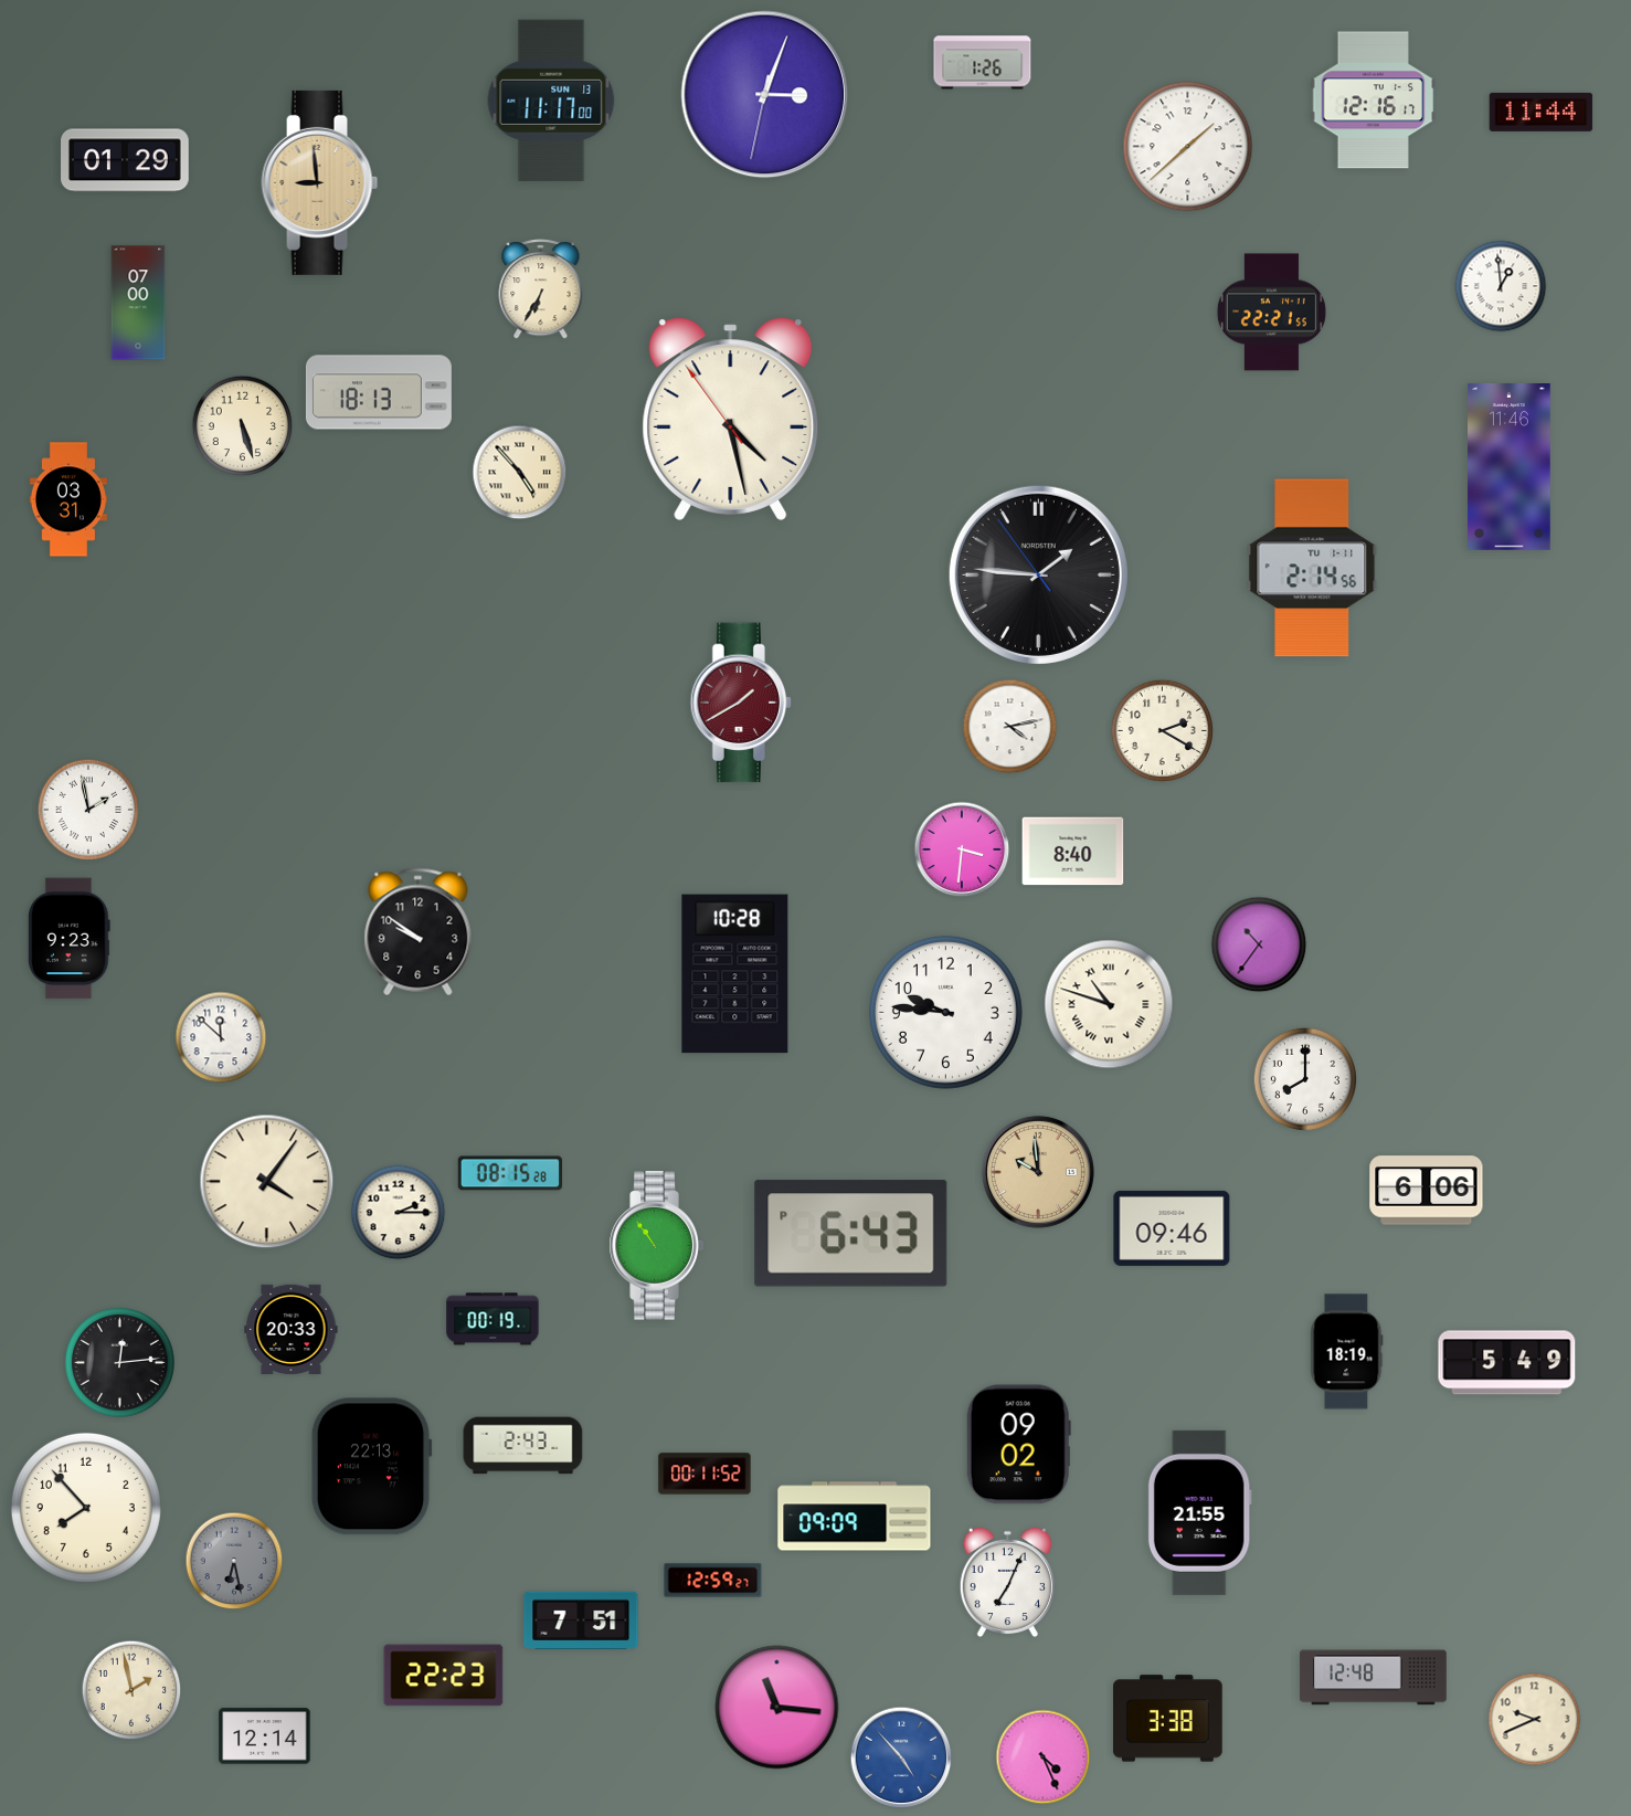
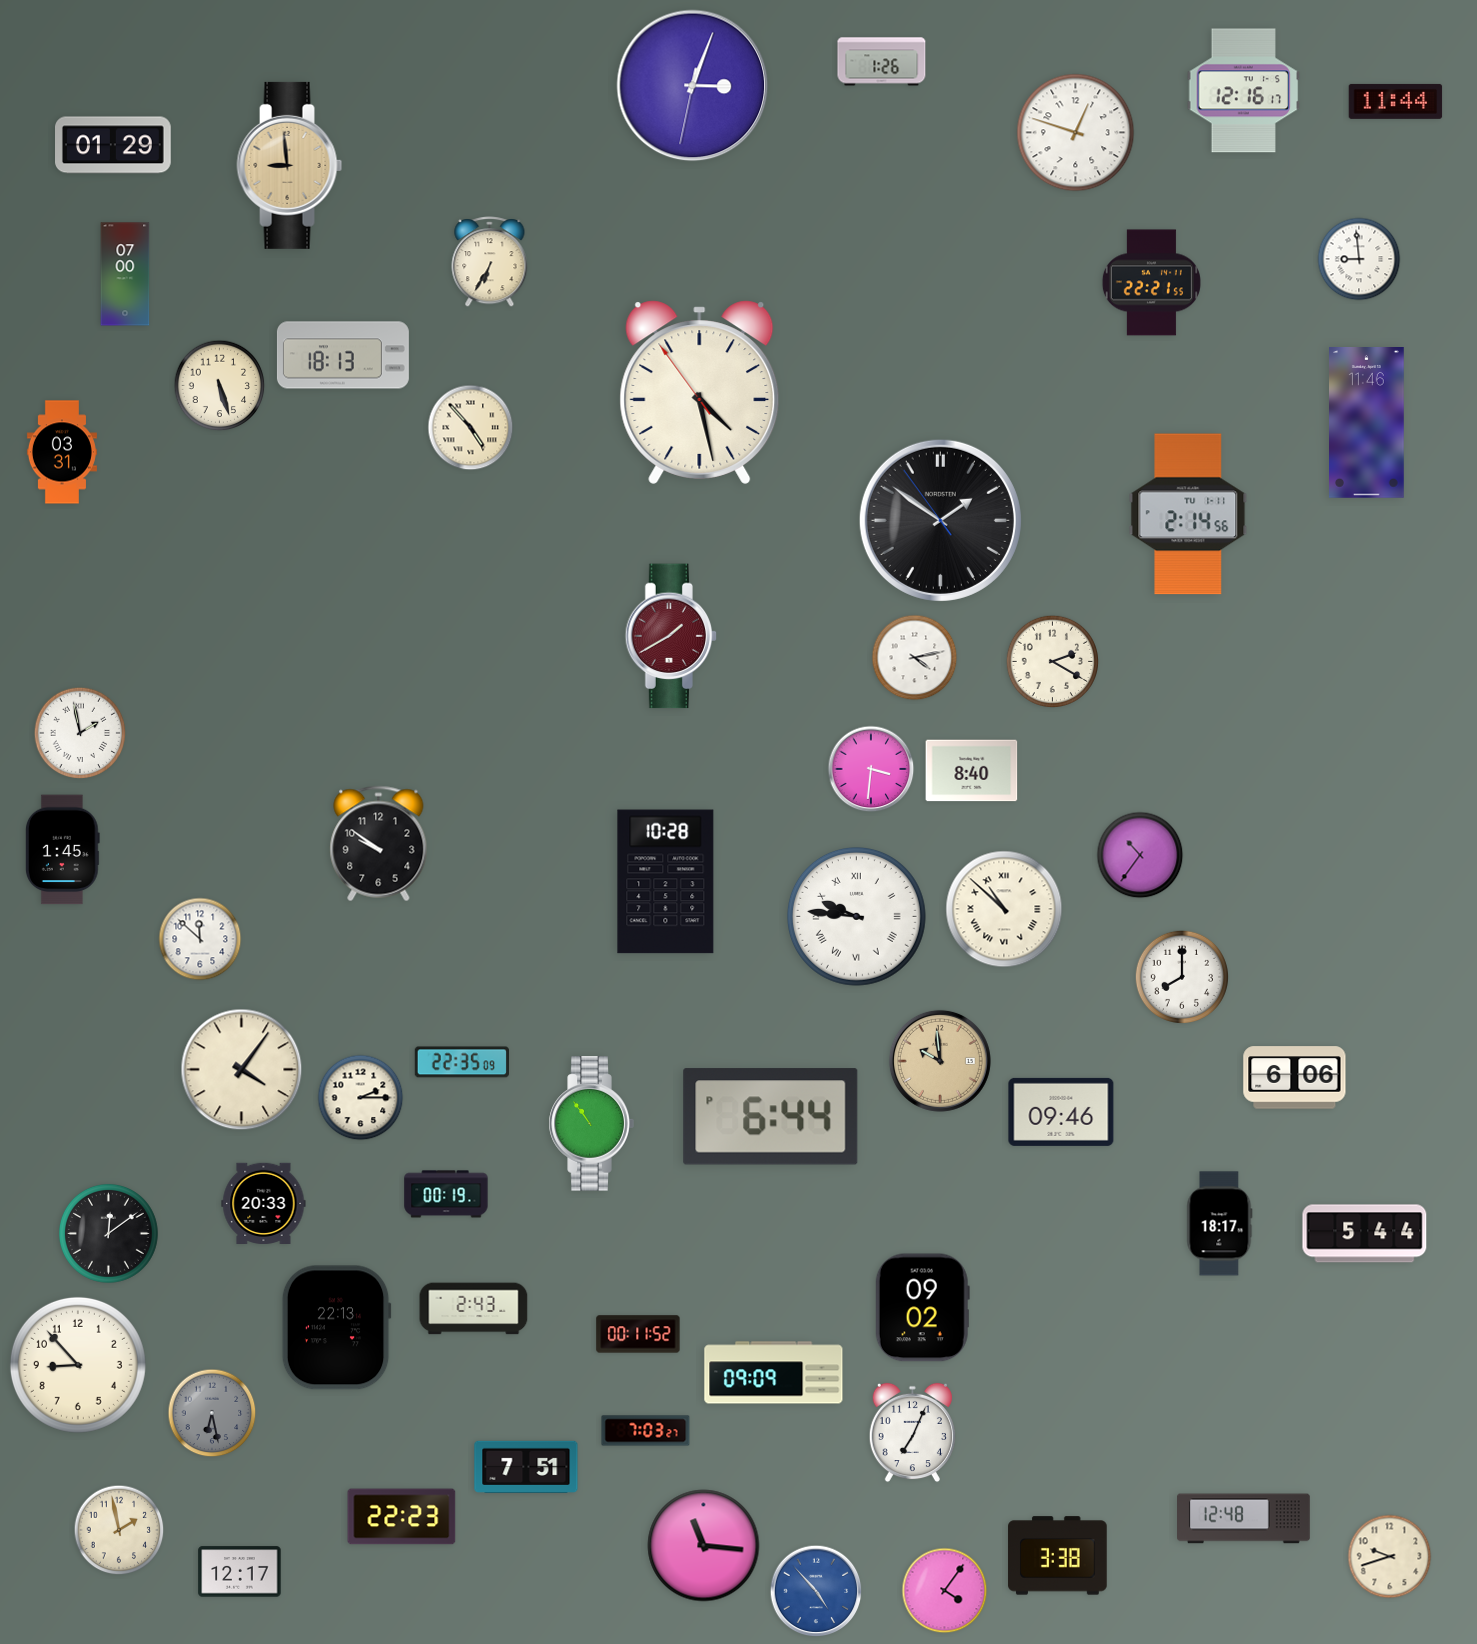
clock at (983, 63) position: (983, 63) -> (882, 62)
clock at (551, 99): 11:17 -> none
clock at (1188, 147): 1:38 -> 12:48
clock at (1501, 286): 12:59 -> 8:59
clock at (731, 419) position: (731, 419) -> (700, 392)
clock at (1038, 574): 1:45 -> 1:50
clock at (68, 939): 9:23 -> 1:45
clock at (1109, 1004): 10:48 -> 10:52
clock at (945, 1012) numerals: Arabic -> Roman
clock at (509, 1173): 08:15 -> 22:35
clock at (1427, 1191) position: (1427, 1191) -> (1295, 1078)
clock at (851, 1234): 6:43 -> 6:44
clock at (656, 1246) position: (656, 1246) -> (591, 1124)
clock at (1347, 1352): 18:19 -> 18:17
clock at (119, 1362): 12:14 -> 12:09
clock at (1507, 1363): 5:49 -> 5:44
clock at (86, 1508): 7:53 -> 8:53
clock at (1199, 1512): 21:55 -> none
clock at (713, 1581): 12:59 -> 7:03
clock at (1535, 1720): 9:41 -> 9:42
clock at (265, 1736): 12:14 -> 12:17
clock at (1044, 1757): 4:26 -> 4:06
